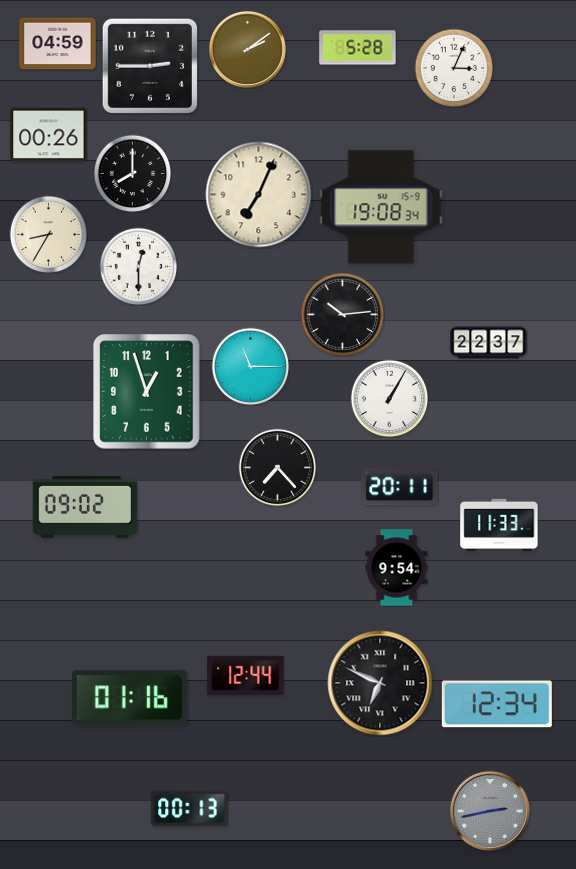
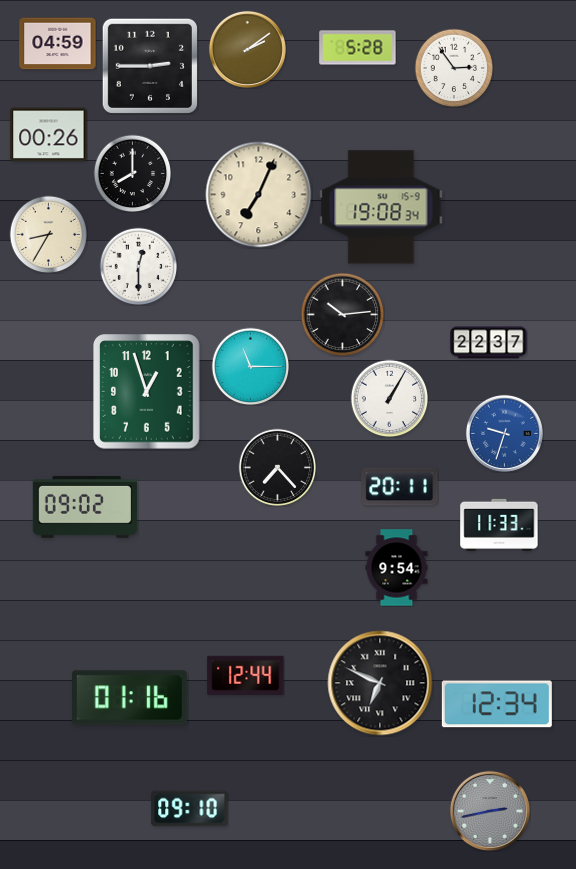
clock at (454, 68): 3:04 -> 2:54
clock at (504, 433): none -> 9:33
clock at (190, 809): 00:13 -> 09:10
